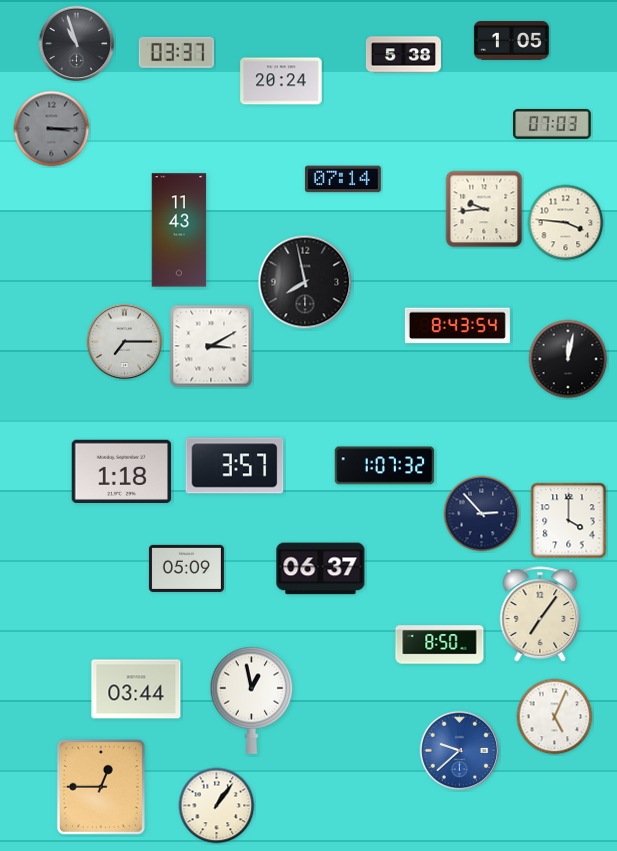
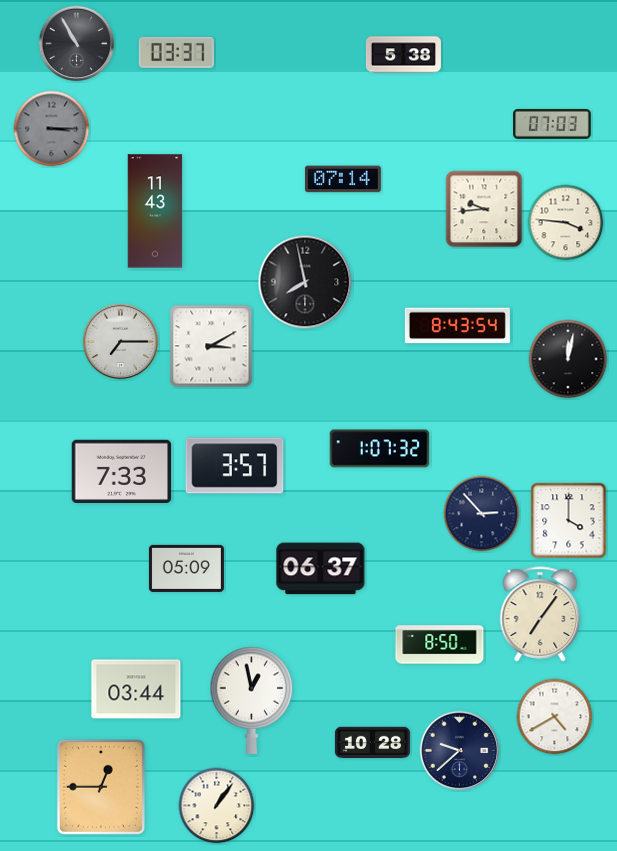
clock at (511, 41): 1:05 -> none
clock at (77, 44): 10:57 -> 10:55
clock at (281, 81): 20:24 -> none
clock at (179, 230) position: (179, 230) -> (155, 211)
clock at (125, 342) position: (125, 342) -> (121, 342)
clock at (385, 466) position: (385, 466) -> (380, 449)
clock at (122, 471): 1:18 -> 7:33
clock at (555, 717): 5:04 -> 4:40
clock at (372, 743): none -> 10:28
clock at (460, 751) dial: blue -> navy
